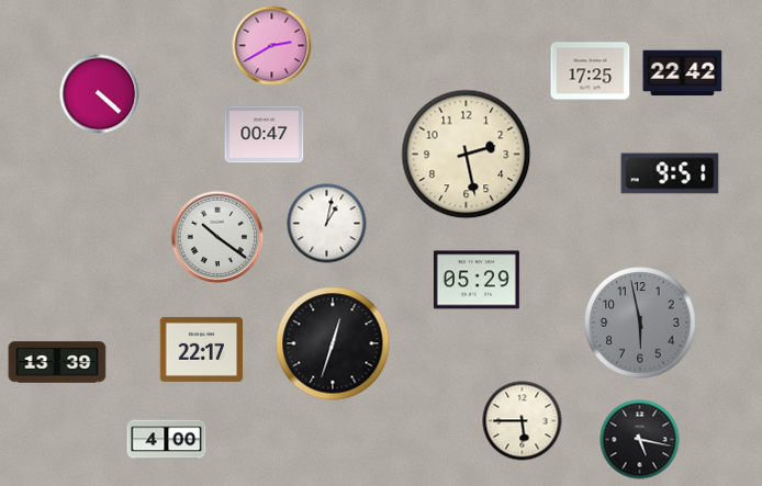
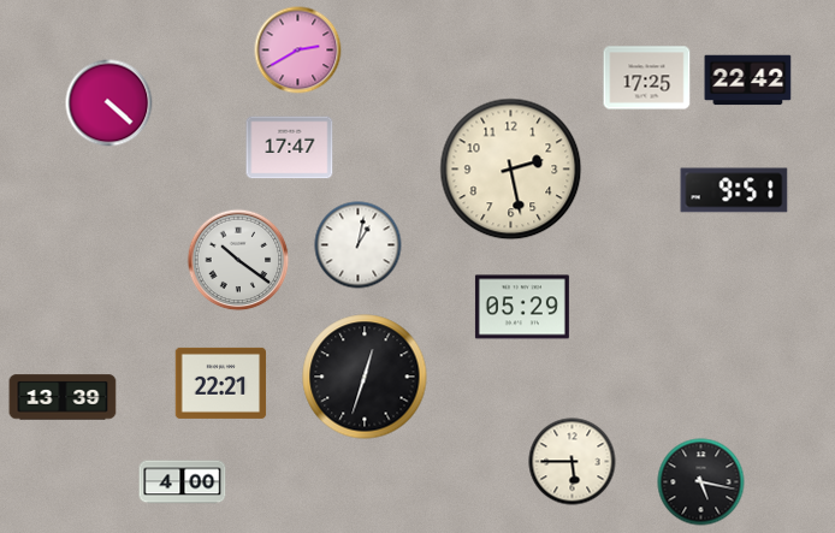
clock at (265, 135): 00:47 -> 17:47
clock at (640, 323): 5:58 -> none
clock at (202, 349): 22:17 -> 22:21
